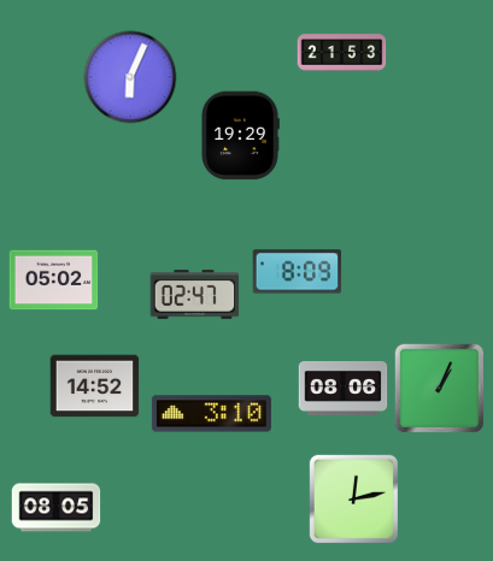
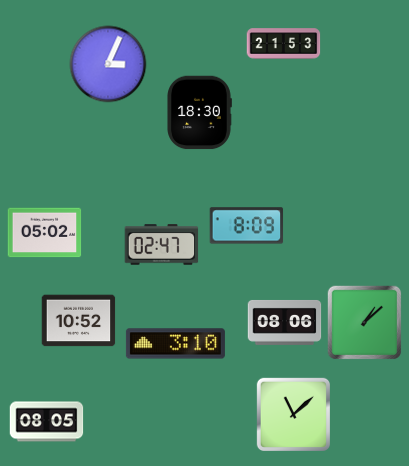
clock at (130, 77): 6:04 -> 3:04
clock at (240, 136): 19:29 -> 18:30
clock at (95, 386): 14:52 -> 10:52
clock at (440, 389): 1:04 -> 1:08
clock at (353, 498): 12:13 -> 11:08
